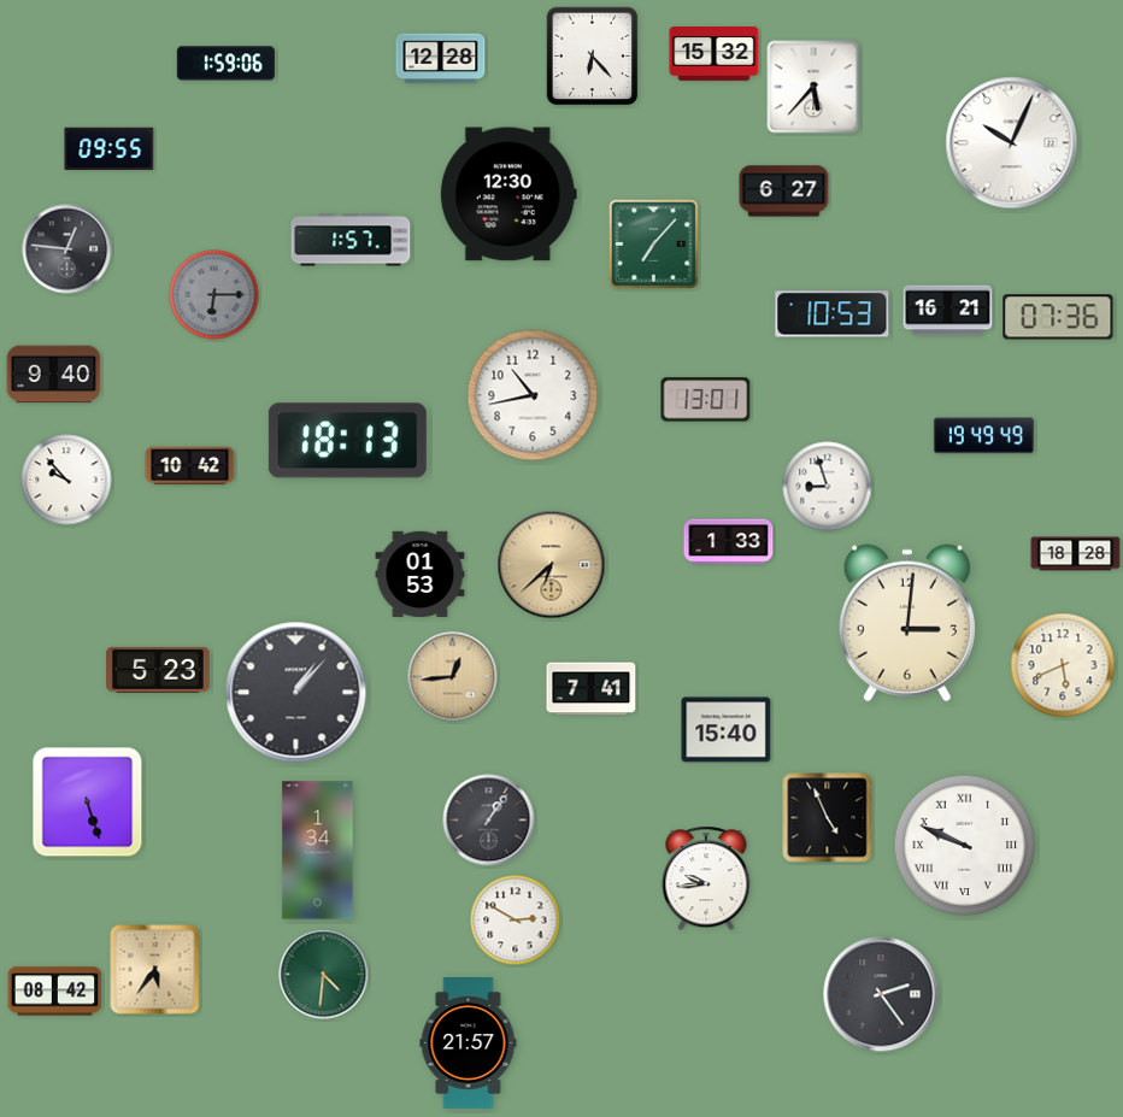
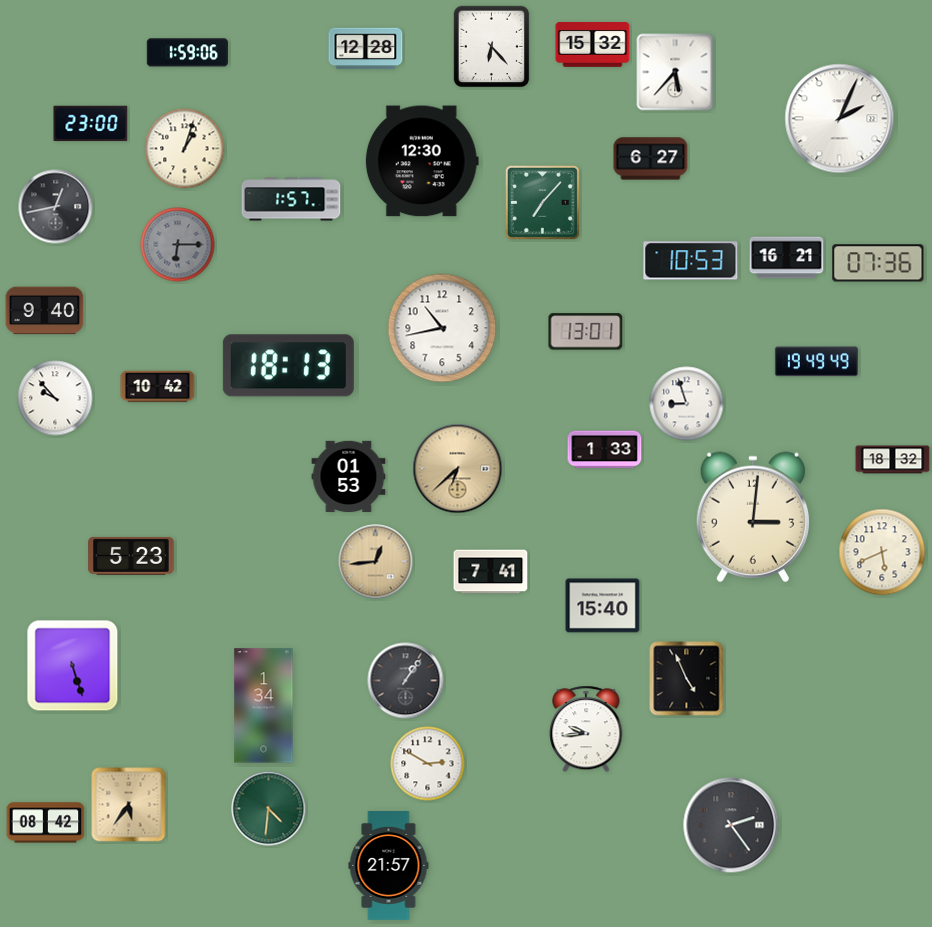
clock at (1012, 143): 10:04 -> 2:04
clock at (110, 149): 09:55 -> 23:00
clock at (185, 149): none -> 1:03
clock at (67, 249): 12:46 -> 12:43
clock at (1076, 554): 18:28 -> 18:32
clock at (296, 693): 1:07 -> none
clock at (965, 846): 9:49 -> none
